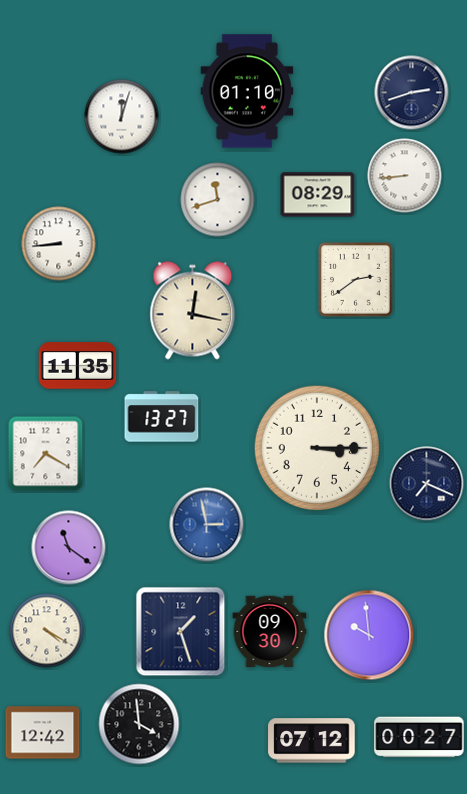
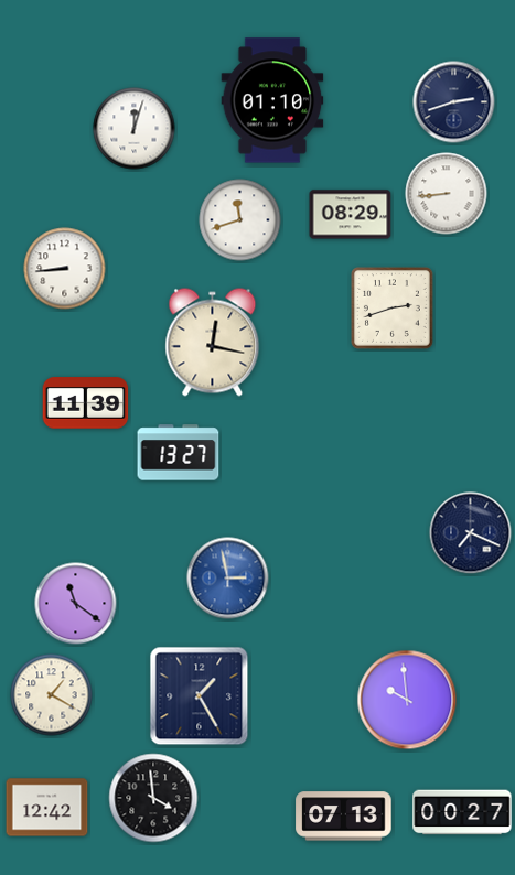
clock at (355, 279): 2:39 -> 2:42
clock at (78, 366): 11:35 -> 11:39
clock at (162, 417) position: (162, 417) -> (179, 453)
clock at (317, 448): 3:15 -> none
clock at (46, 454): 7:20 -> none
clock at (47, 631): 4:20 -> 1:20
clock at (181, 632): 1:27 -> 1:25
clock at (270, 632): 09:30 -> none
clock at (312, 741): 07:12 -> 07:13
